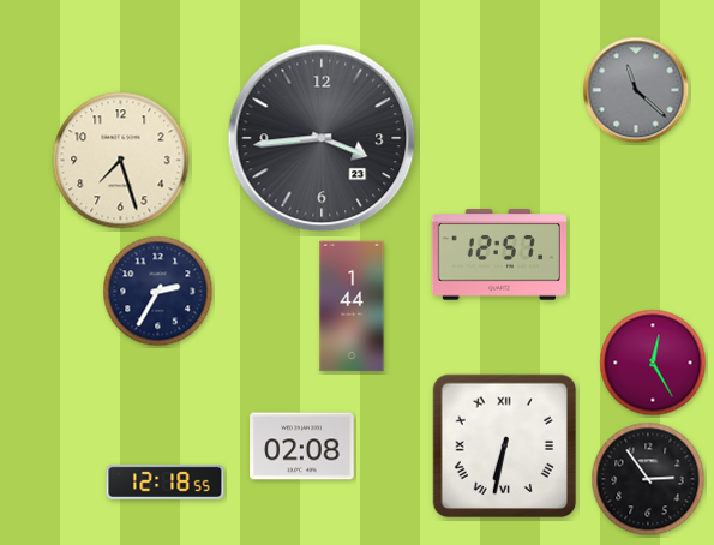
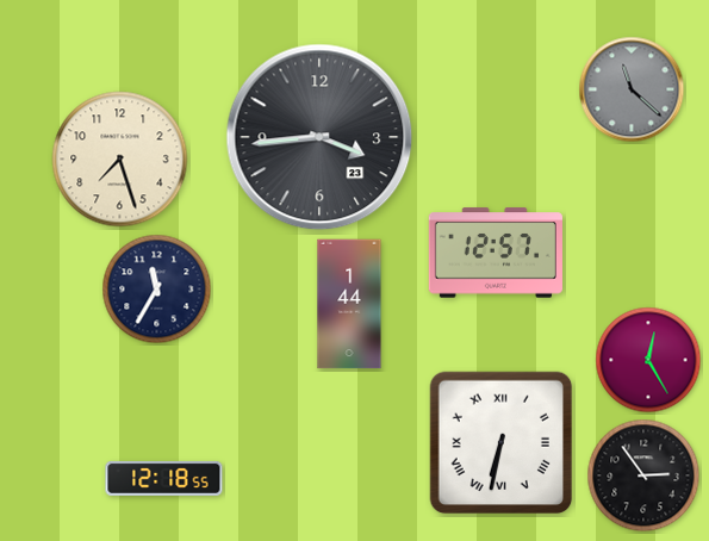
clock at (158, 292): 2:35 -> 11:35
clock at (302, 447): 02:08 -> none
